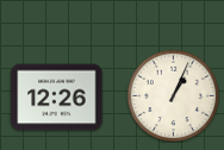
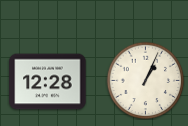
clock at (57, 98): 12:26 -> 12:28
